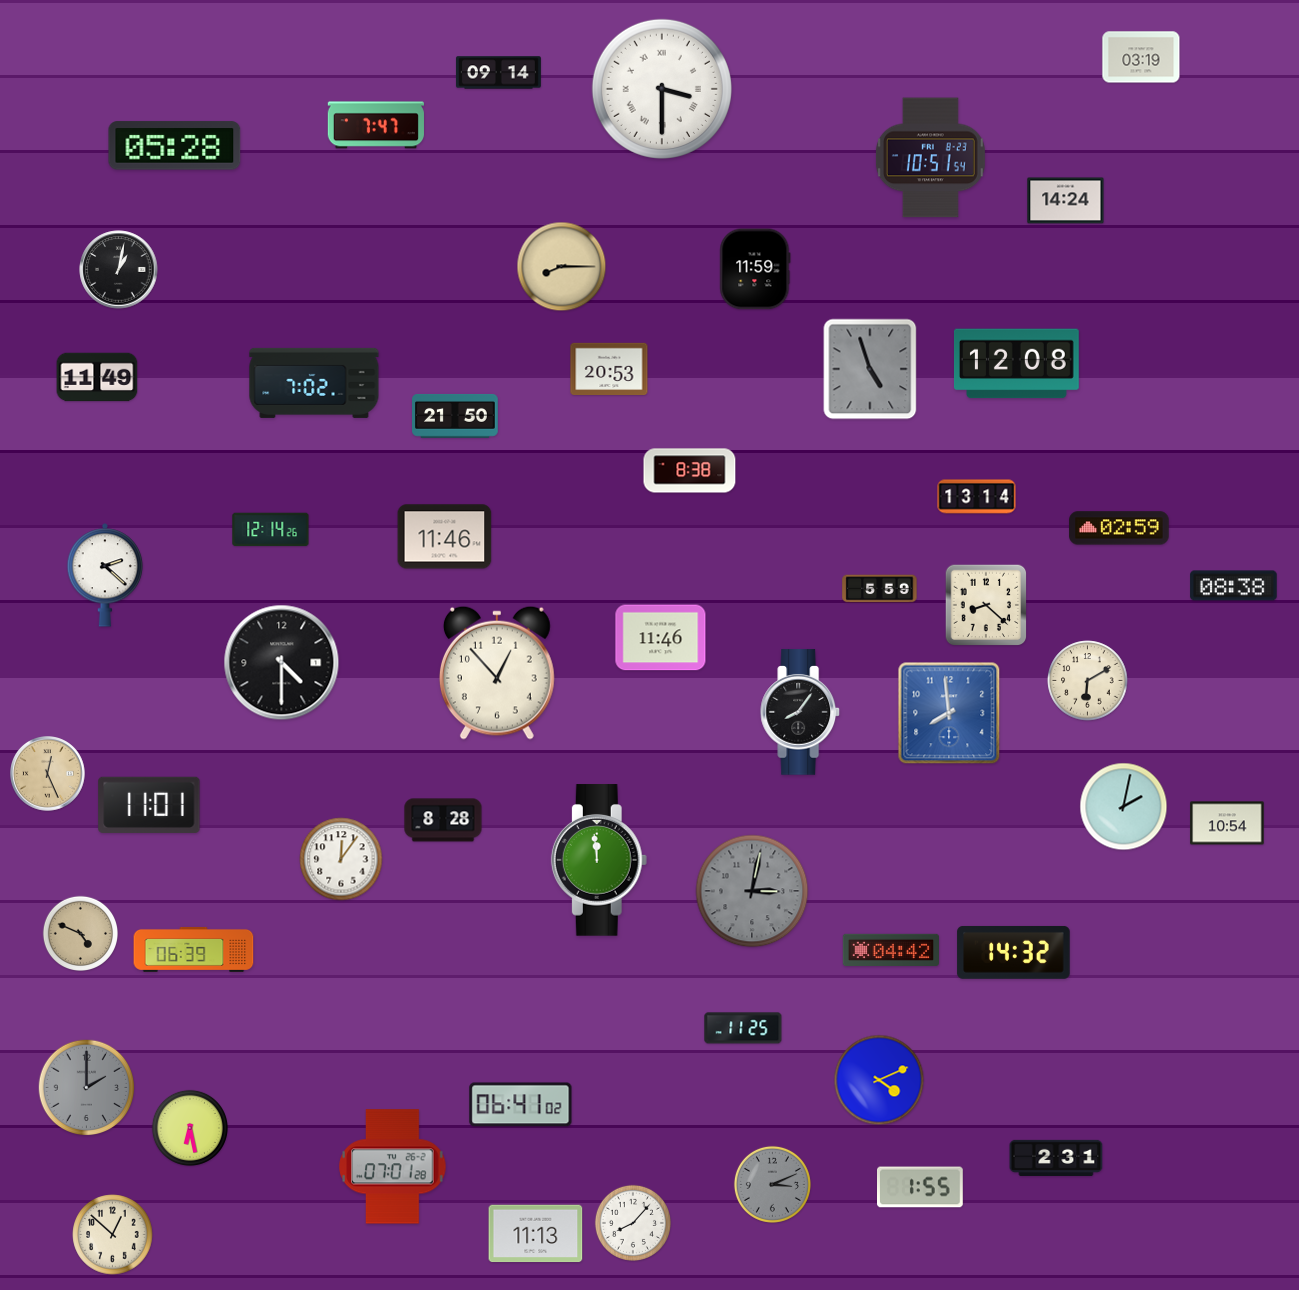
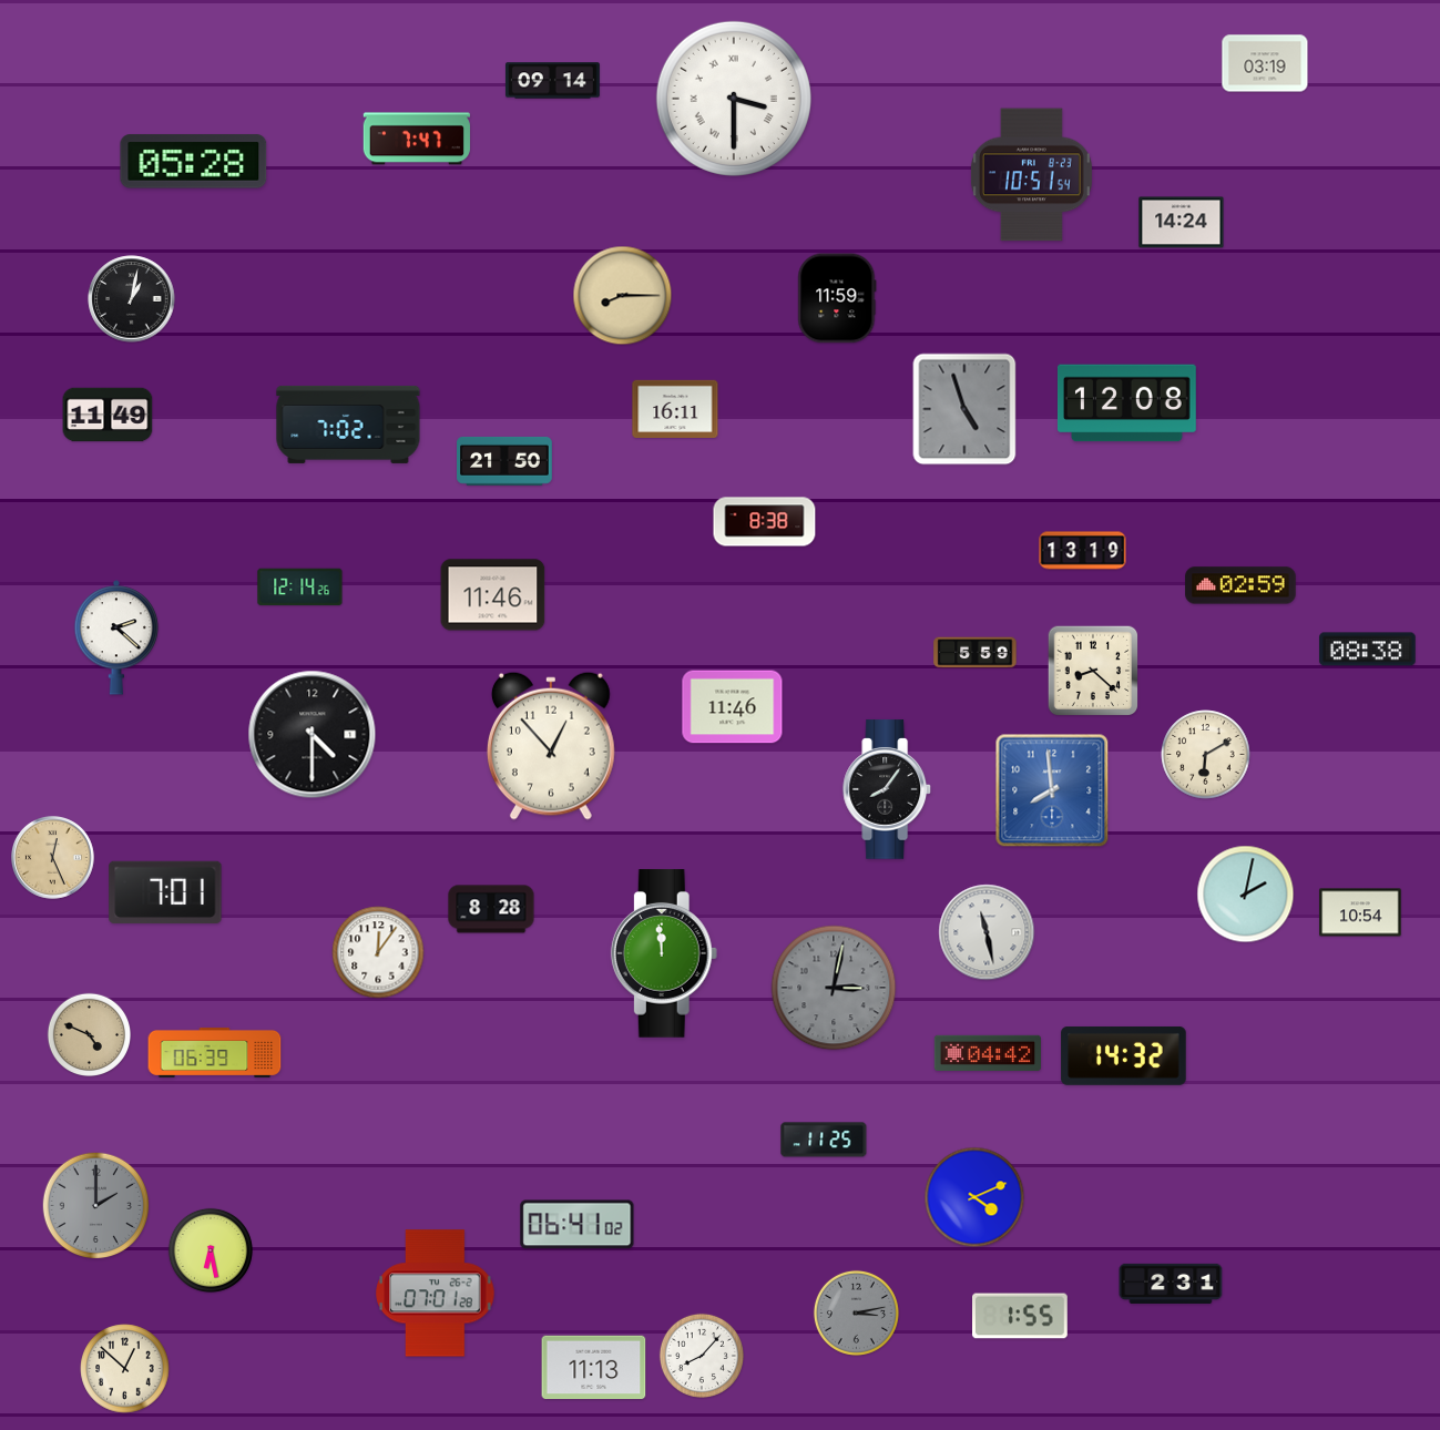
clock at (609, 368): 20:53 -> 16:11
clock at (97, 377) position: (97, 377) -> (108, 415)
clock at (977, 497): 13:14 -> 13:19
clock at (149, 805): 11:01 -> 7:01
clock at (987, 932): none -> 11:28
clock at (772, 1184): 3:11 -> 3:13
